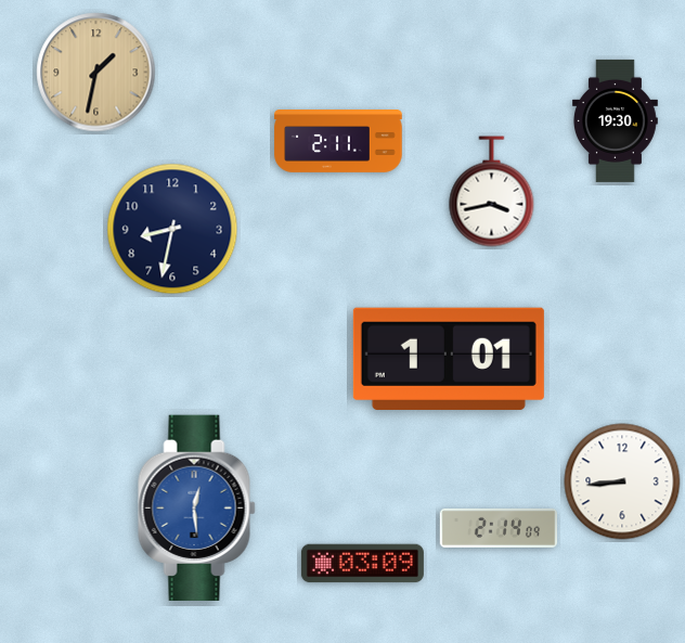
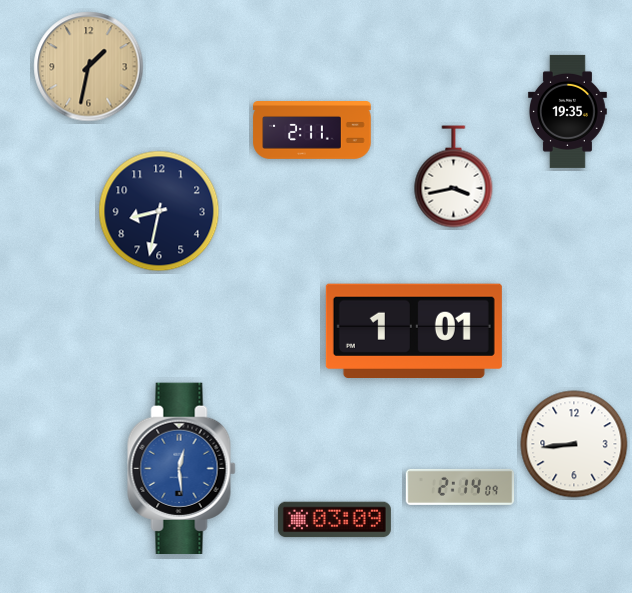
clock at (615, 120): 19:30 -> 19:35
